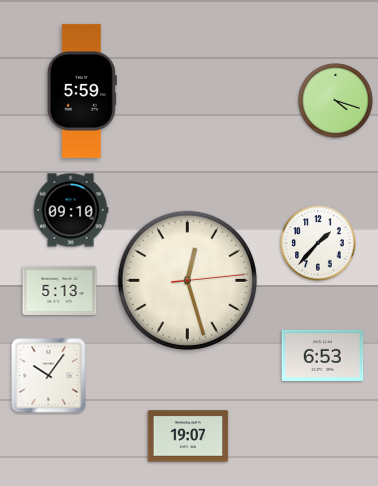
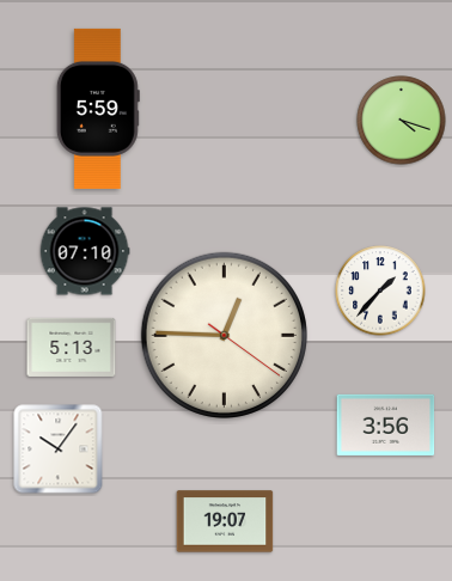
clock at (71, 210): 09:10 -> 07:10
clock at (187, 280): 12:27 -> 12:45
clock at (323, 355): 6:53 -> 3:56
